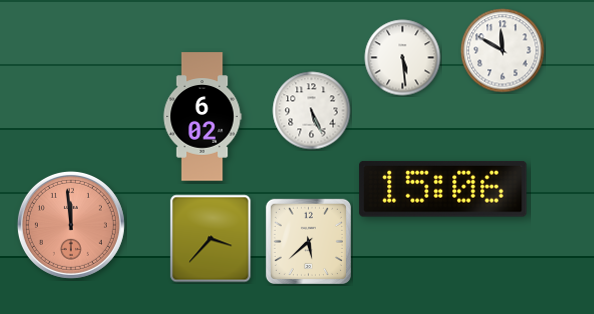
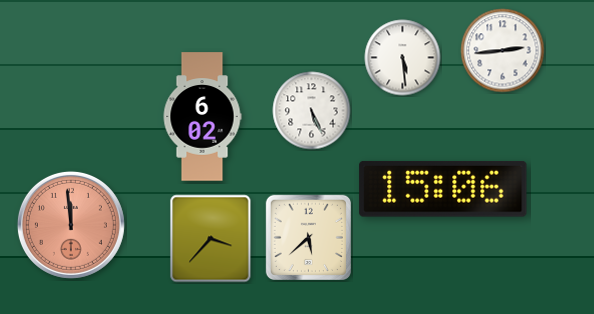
clock at (503, 51): 11:50 -> 2:44
clock at (308, 241) position: (308, 241) -> (308, 237)
